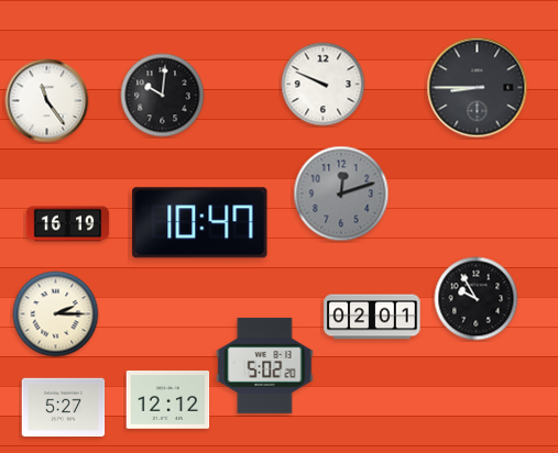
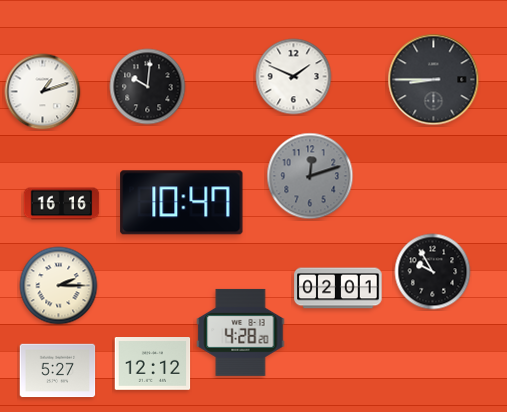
clock at (324, 85): 9:49 -> 1:49
clock at (47, 101): 11:24 -> 1:12
clock at (68, 224): 16:19 -> 16:16
clock at (56, 314) position: (56, 314) -> (59, 286)
clock at (265, 365): 5:02 -> 4:28
